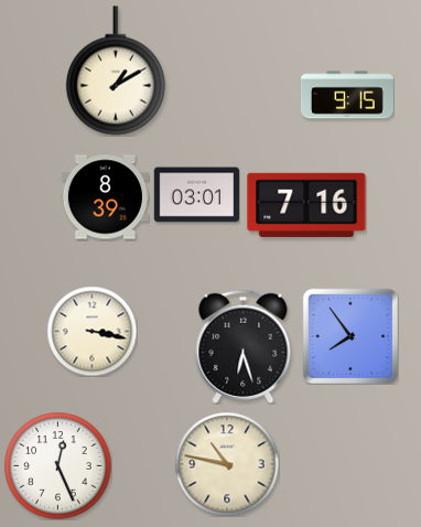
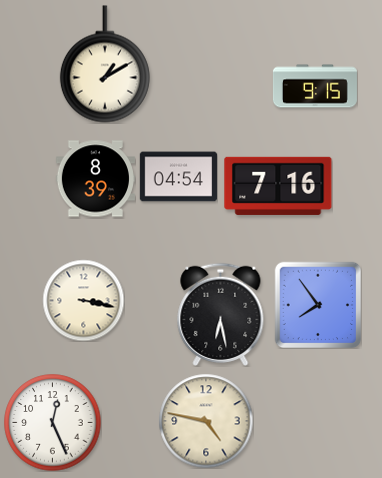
clock at (196, 195): 03:01 -> 04:54
clock at (244, 346): 6:27 -> 6:28
clock at (227, 464): 10:47 -> 4:47
